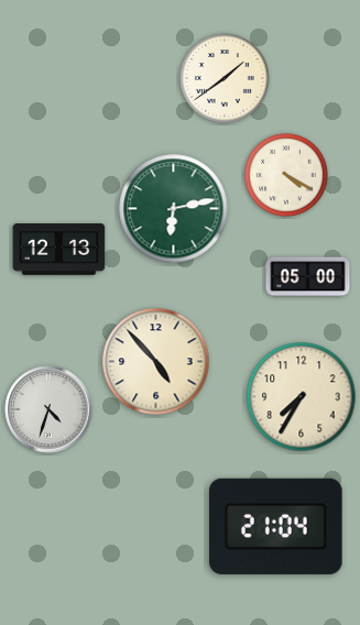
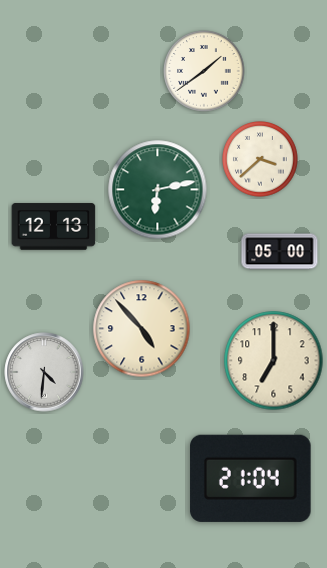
clock at (287, 176): 4:20 -> 3:38
clock at (302, 397): 7:35 -> 7:00
clock at (48, 409): 4:33 -> 4:31
